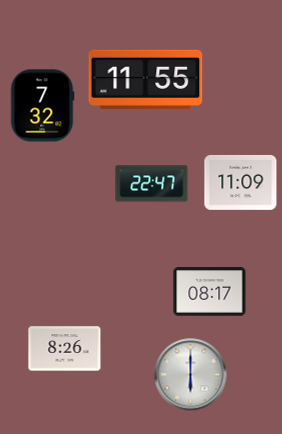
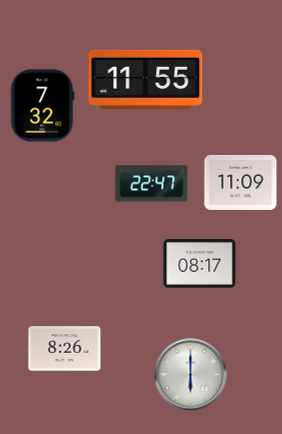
clock at (210, 292) position: (210, 292) -> (200, 264)
